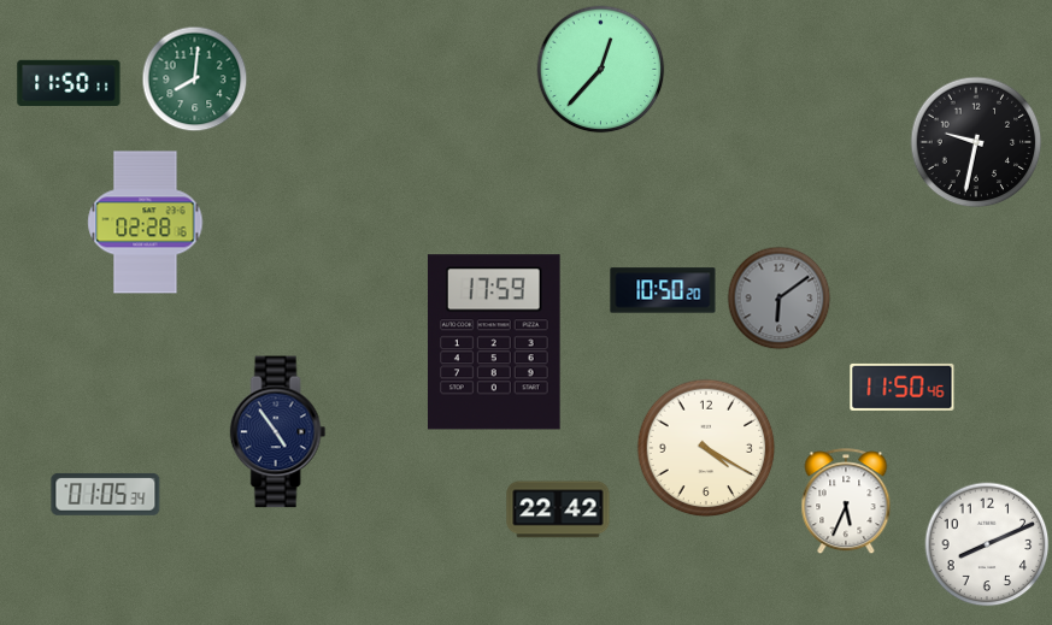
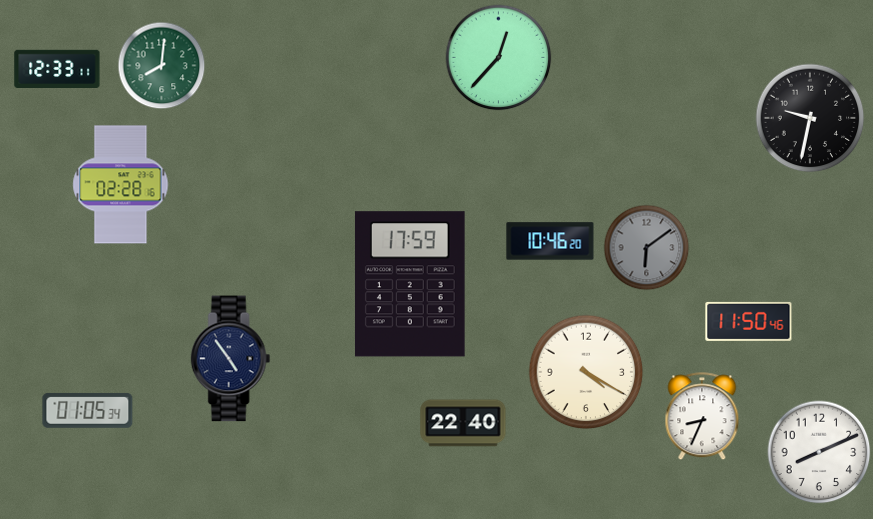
clock at (69, 82): 11:50 -> 12:33
clock at (663, 290): 10:50 -> 10:46
clock at (846, 502): 5:34 -> 8:34
clock at (558, 509): 22:42 -> 22:40
